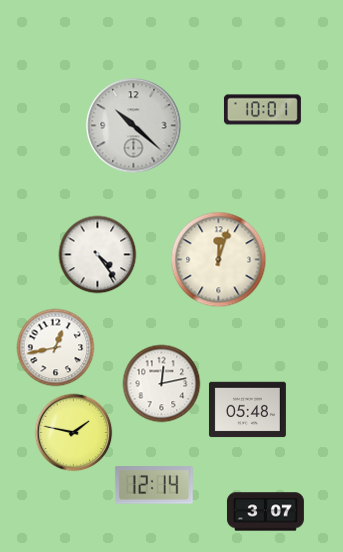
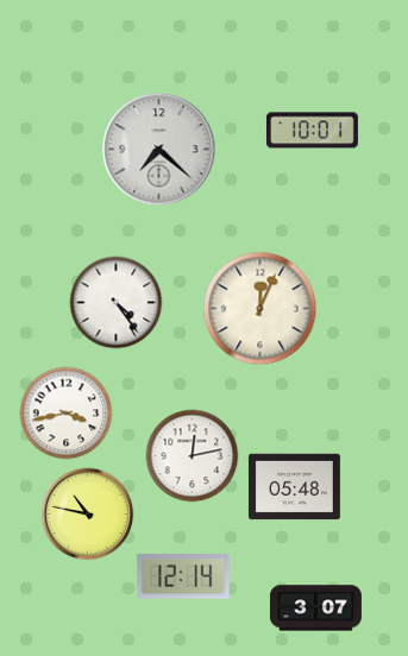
clock at (133, 125): 10:22 -> 7:22
clock at (218, 259): 12:03 -> 12:04
clock at (55, 347): 12:43 -> 3:43
clock at (73, 432): 1:47 -> 10:47
